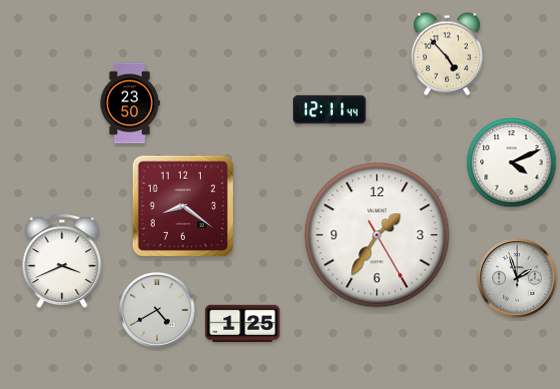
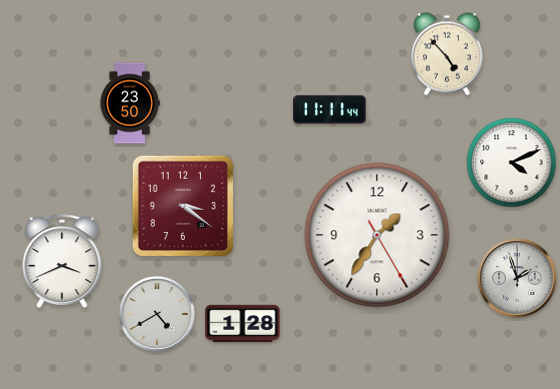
clock at (330, 110): 12:11 -> 11:11
clock at (182, 205): 8:21 -> 3:21
clock at (157, 310) position: (157, 310) -> (157, 314)
clock at (243, 323): 1:25 -> 1:28
